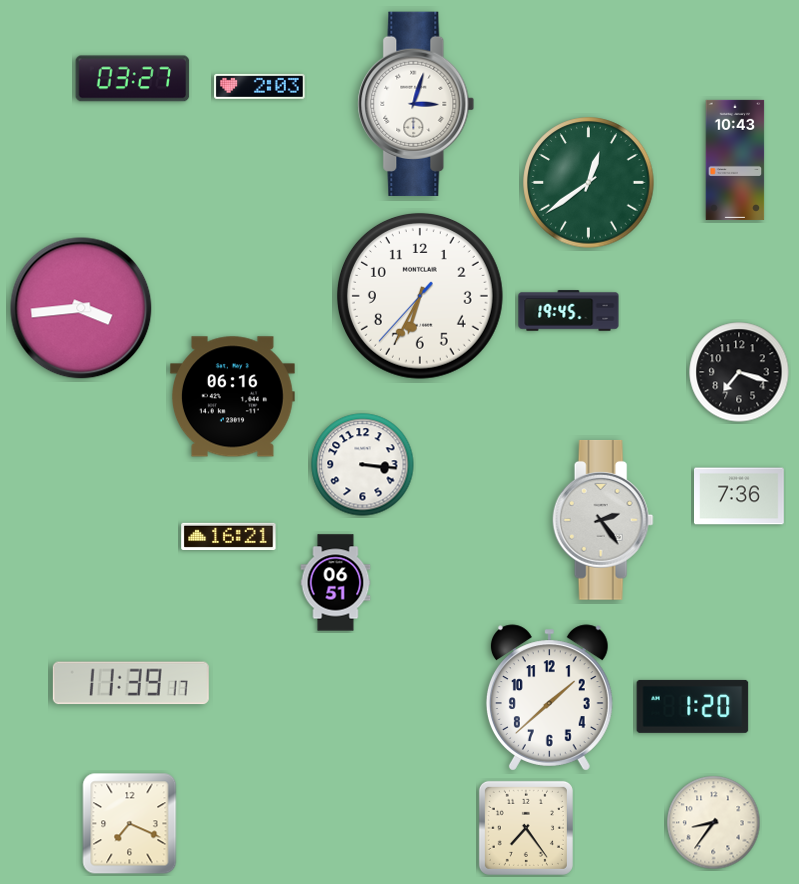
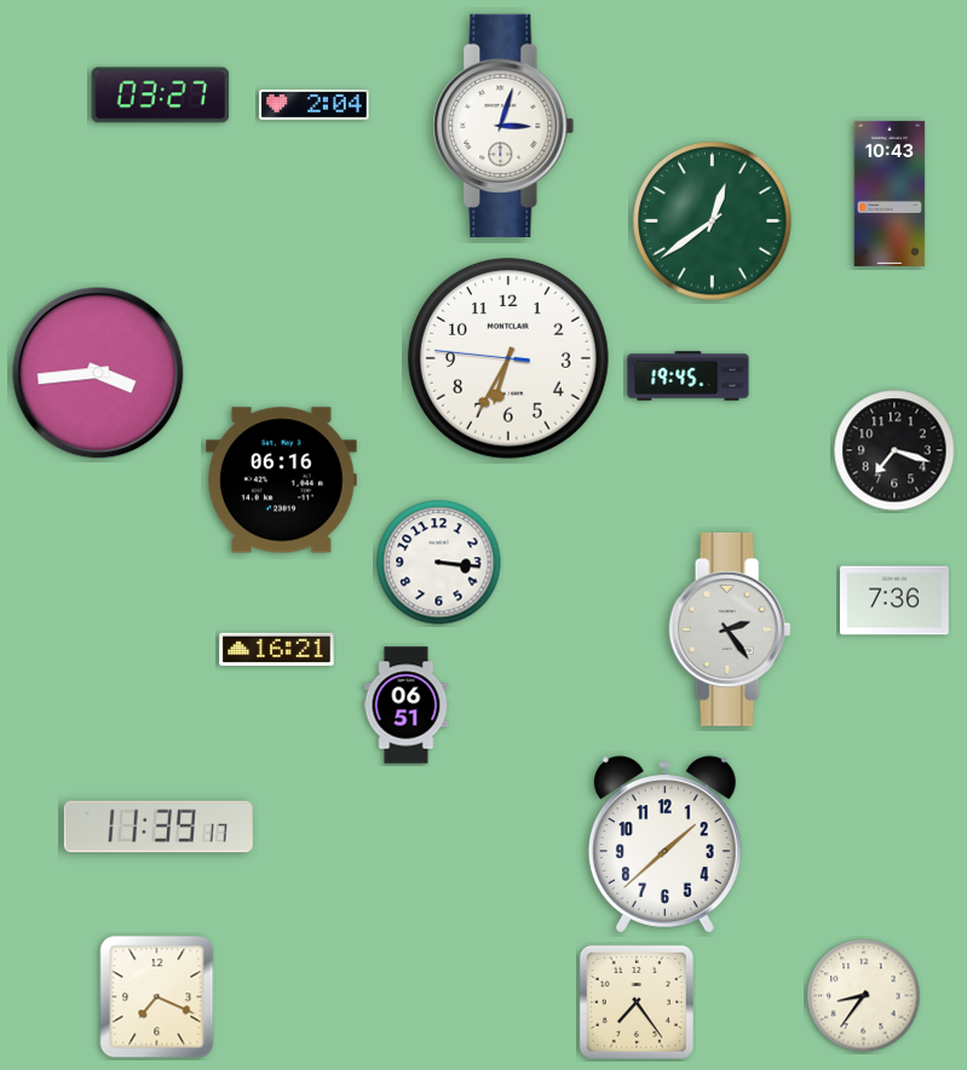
clock at (260, 86): 2:03 -> 2:04
clock at (420, 296): 6:34:37 -> 6:34:46
clock at (693, 706): 1:20 -> none
